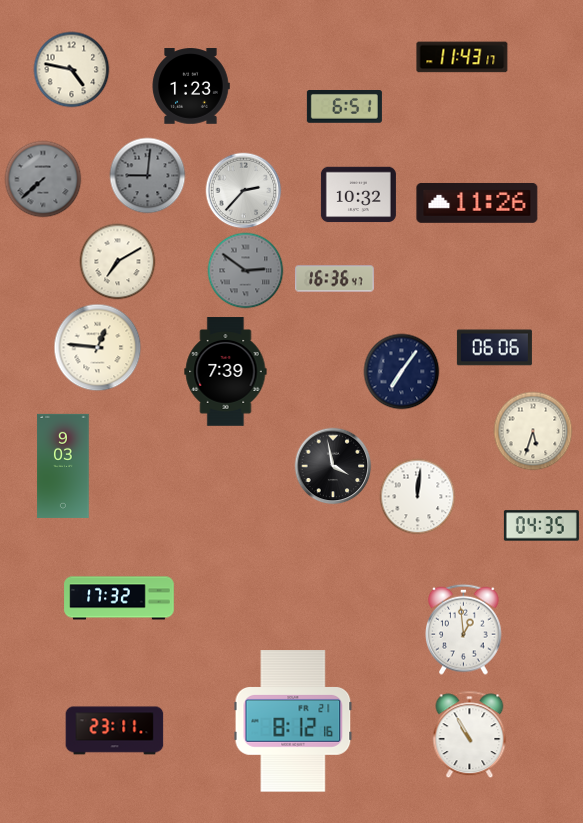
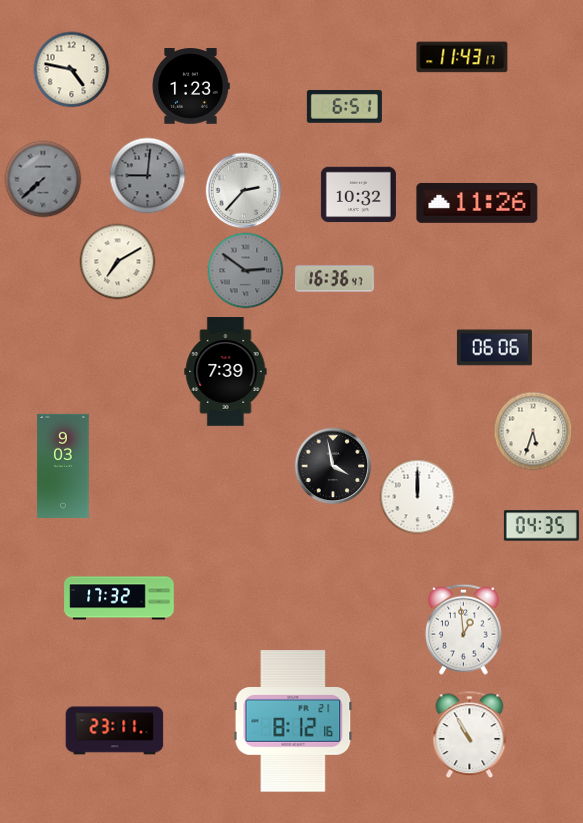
clock at (98, 348): 12:46 -> none
clock at (402, 372): 7:06 -> none
clock at (418, 497): 12:01 -> 12:00
